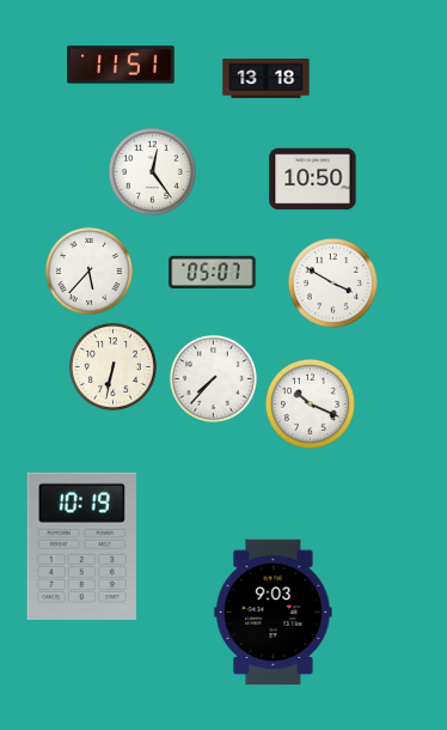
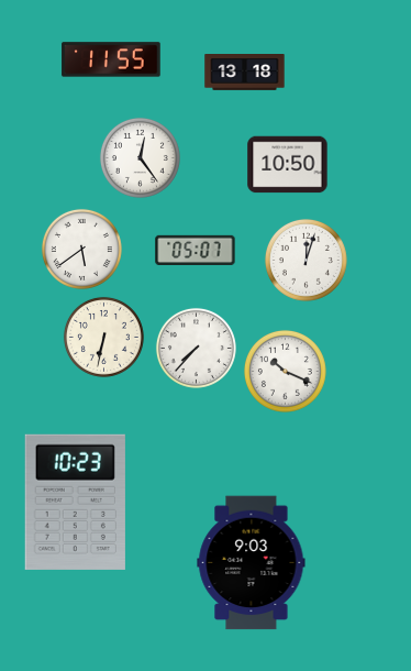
clock at (121, 65): 11:51 -> 11:55
clock at (88, 270): 5:37 -> 5:39
clock at (332, 282): 3:50 -> 12:03
clock at (81, 546): 10:19 -> 10:23
